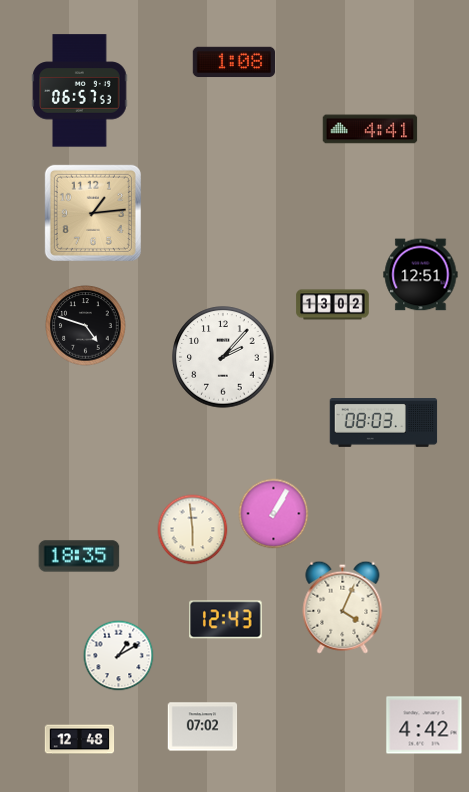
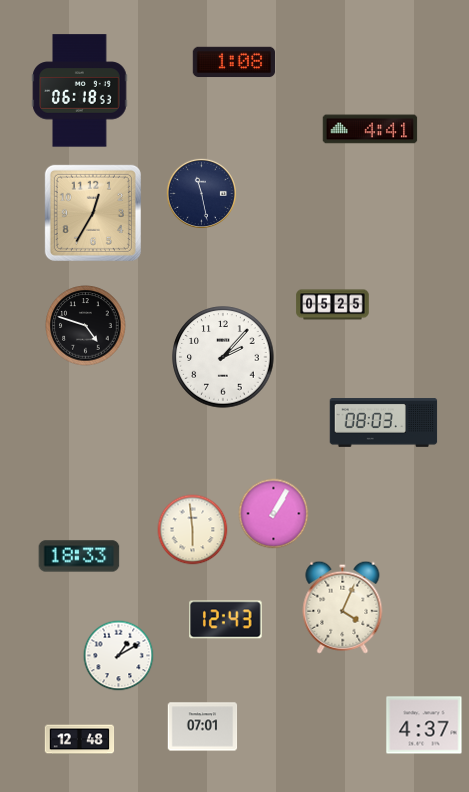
clock at (80, 91): 06:57 -> 06:18
clock at (201, 193): none -> 11:28
clock at (93, 213): 1:14 -> 12:35
clock at (421, 275): 12:51 -> none
clock at (333, 305): 13:02 -> 05:25
clock at (79, 556): 18:35 -> 18:33
clock at (424, 725): 4:42 -> 4:37
clock at (203, 727): 07:02 -> 07:01
